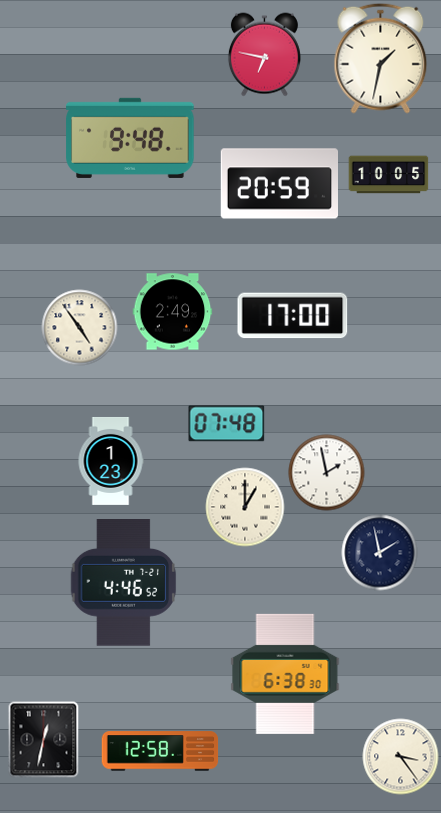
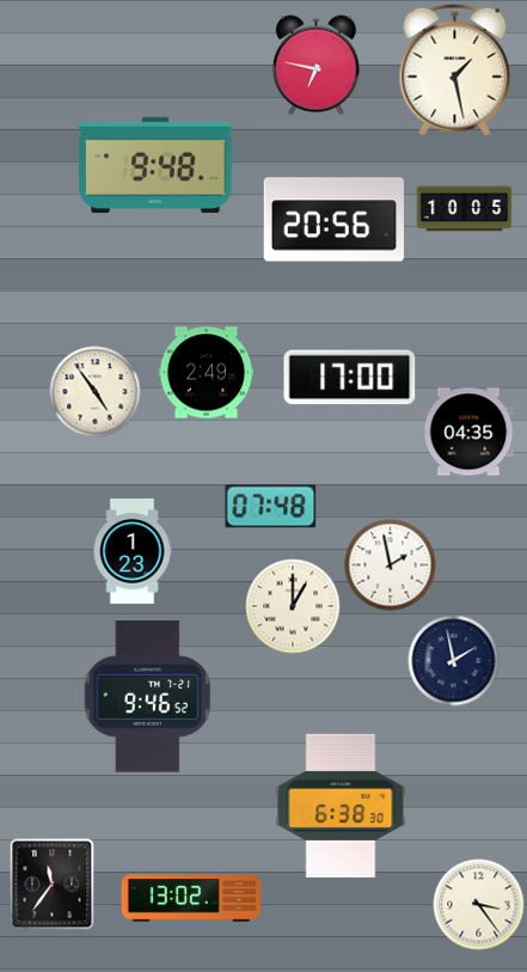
clock at (381, 58): 1:32 -> 1:28
clock at (279, 184): 20:59 -> 20:56
clock at (468, 432): none -> 04:35
clock at (124, 583): 4:46 -> 9:46
clock at (44, 740): 12:32 -> 11:36
clock at (160, 751): 12:58 -> 13:02
